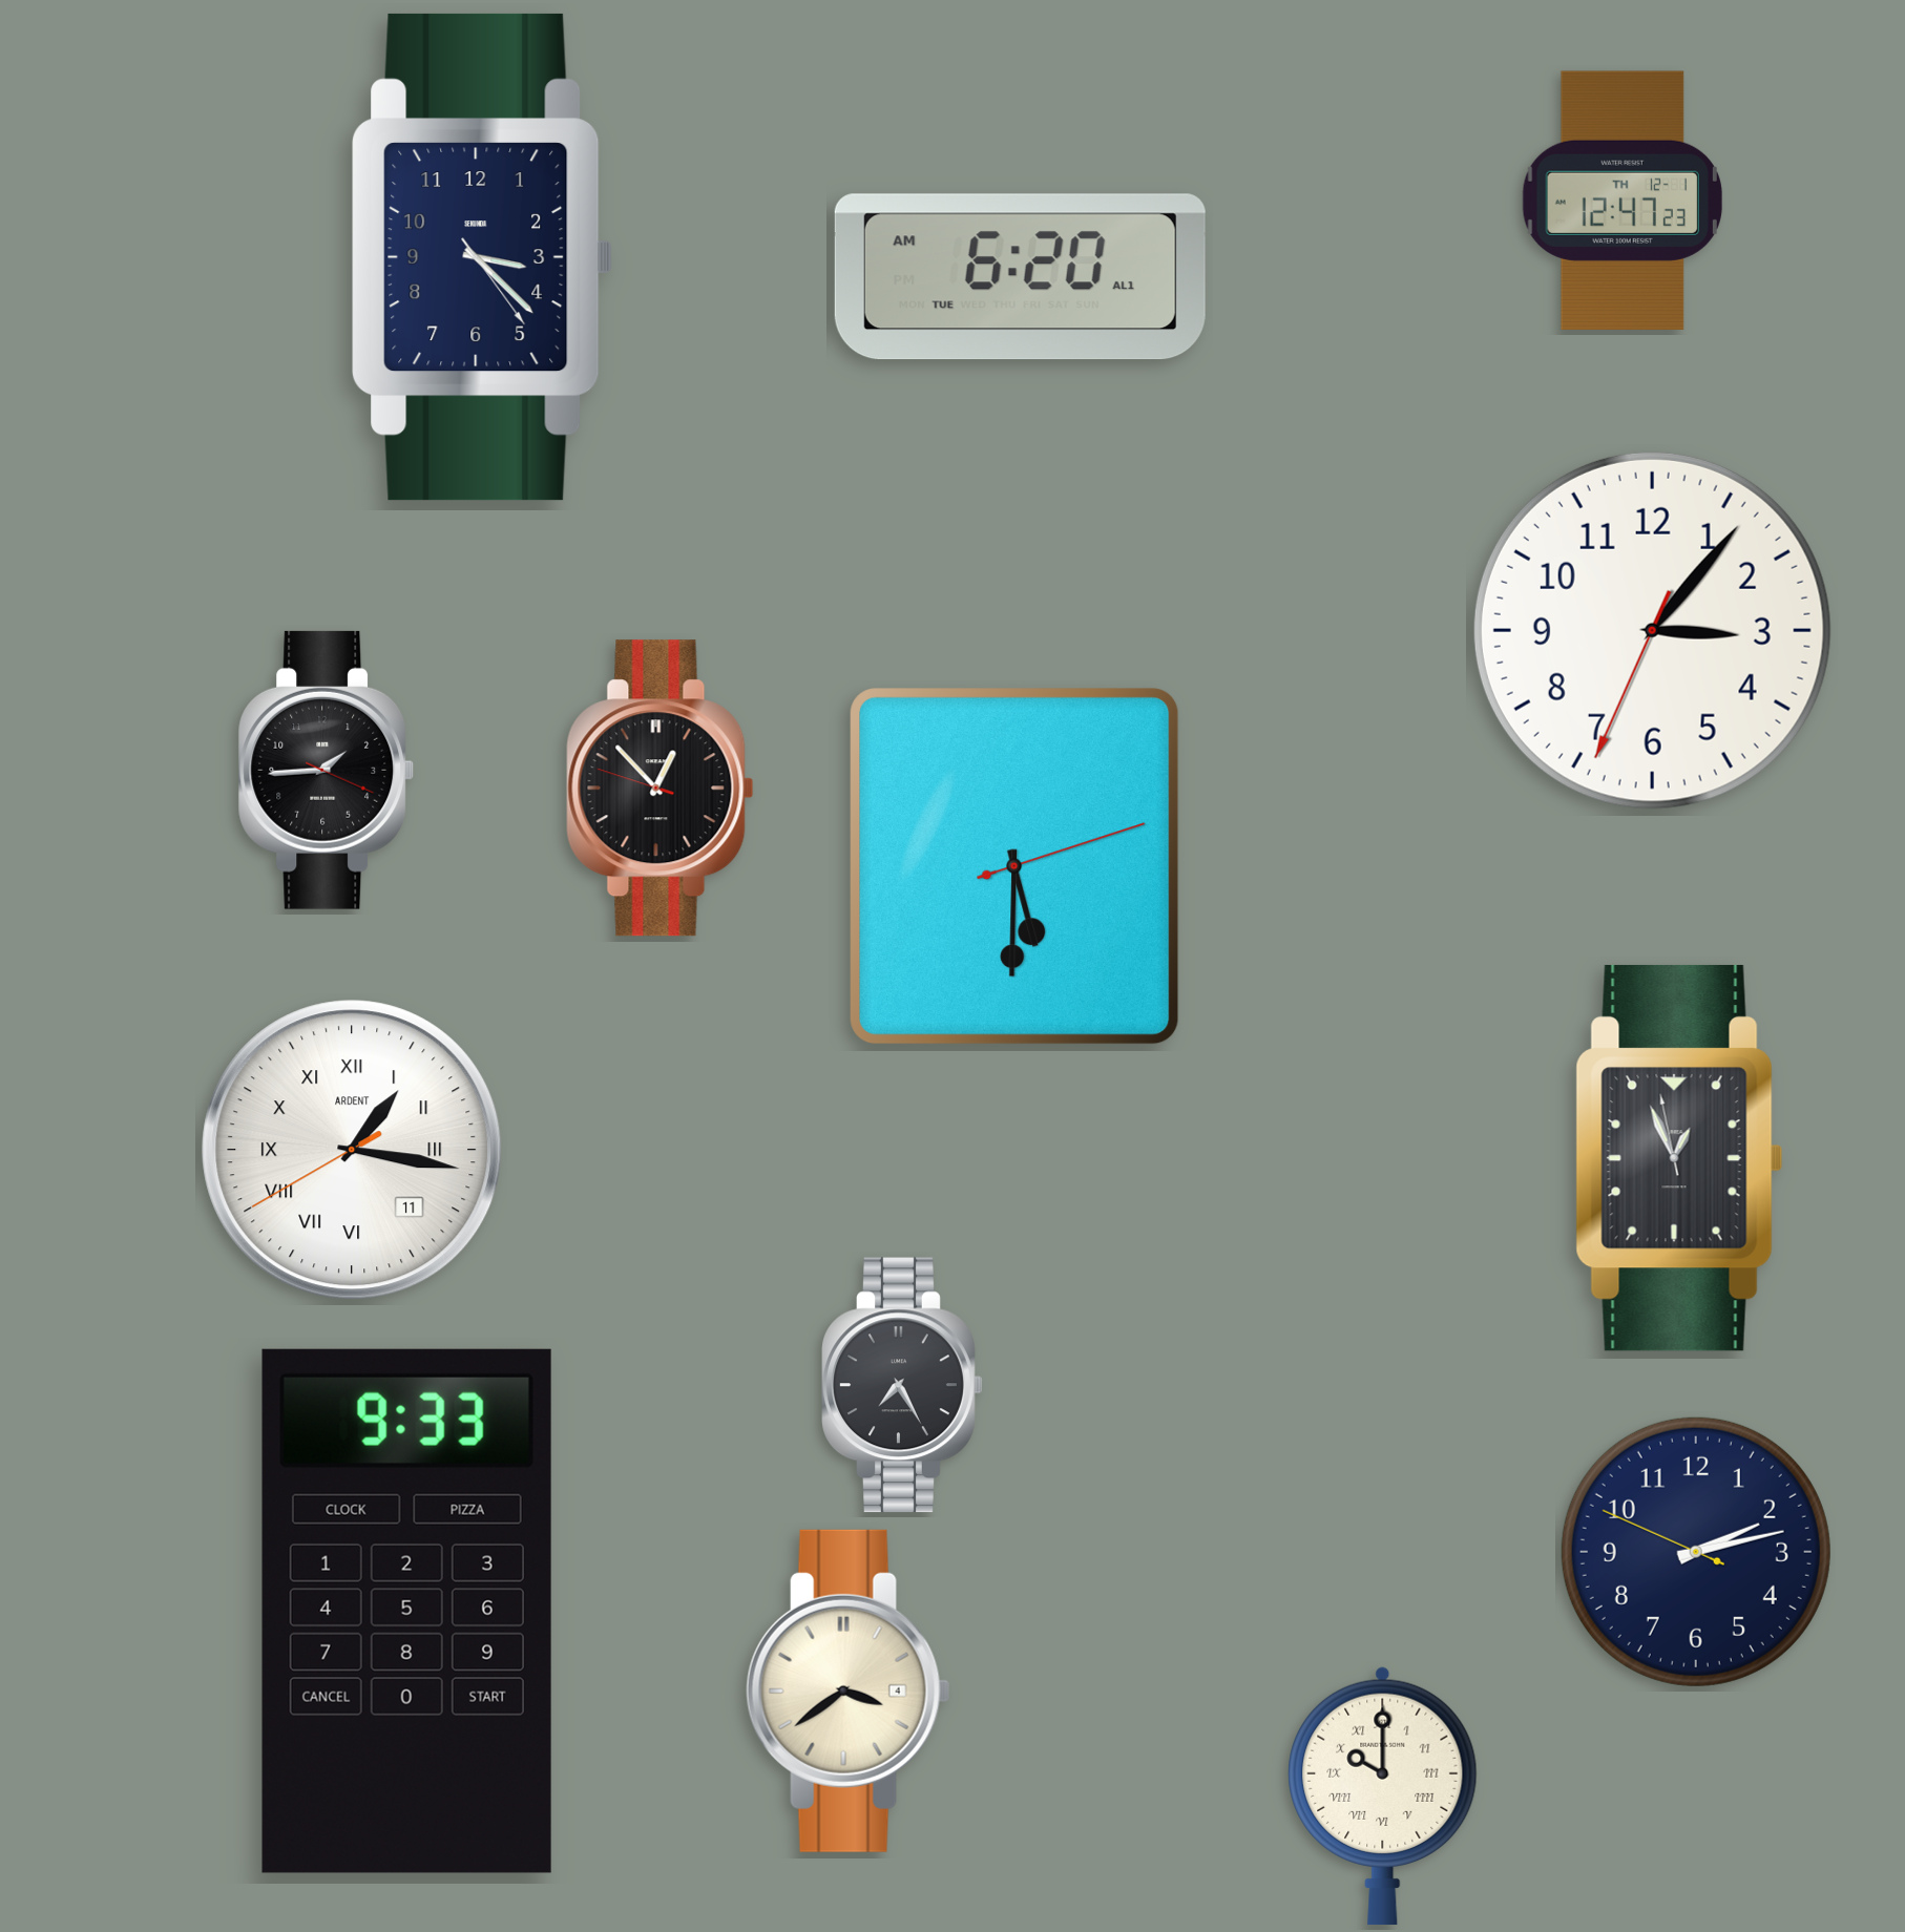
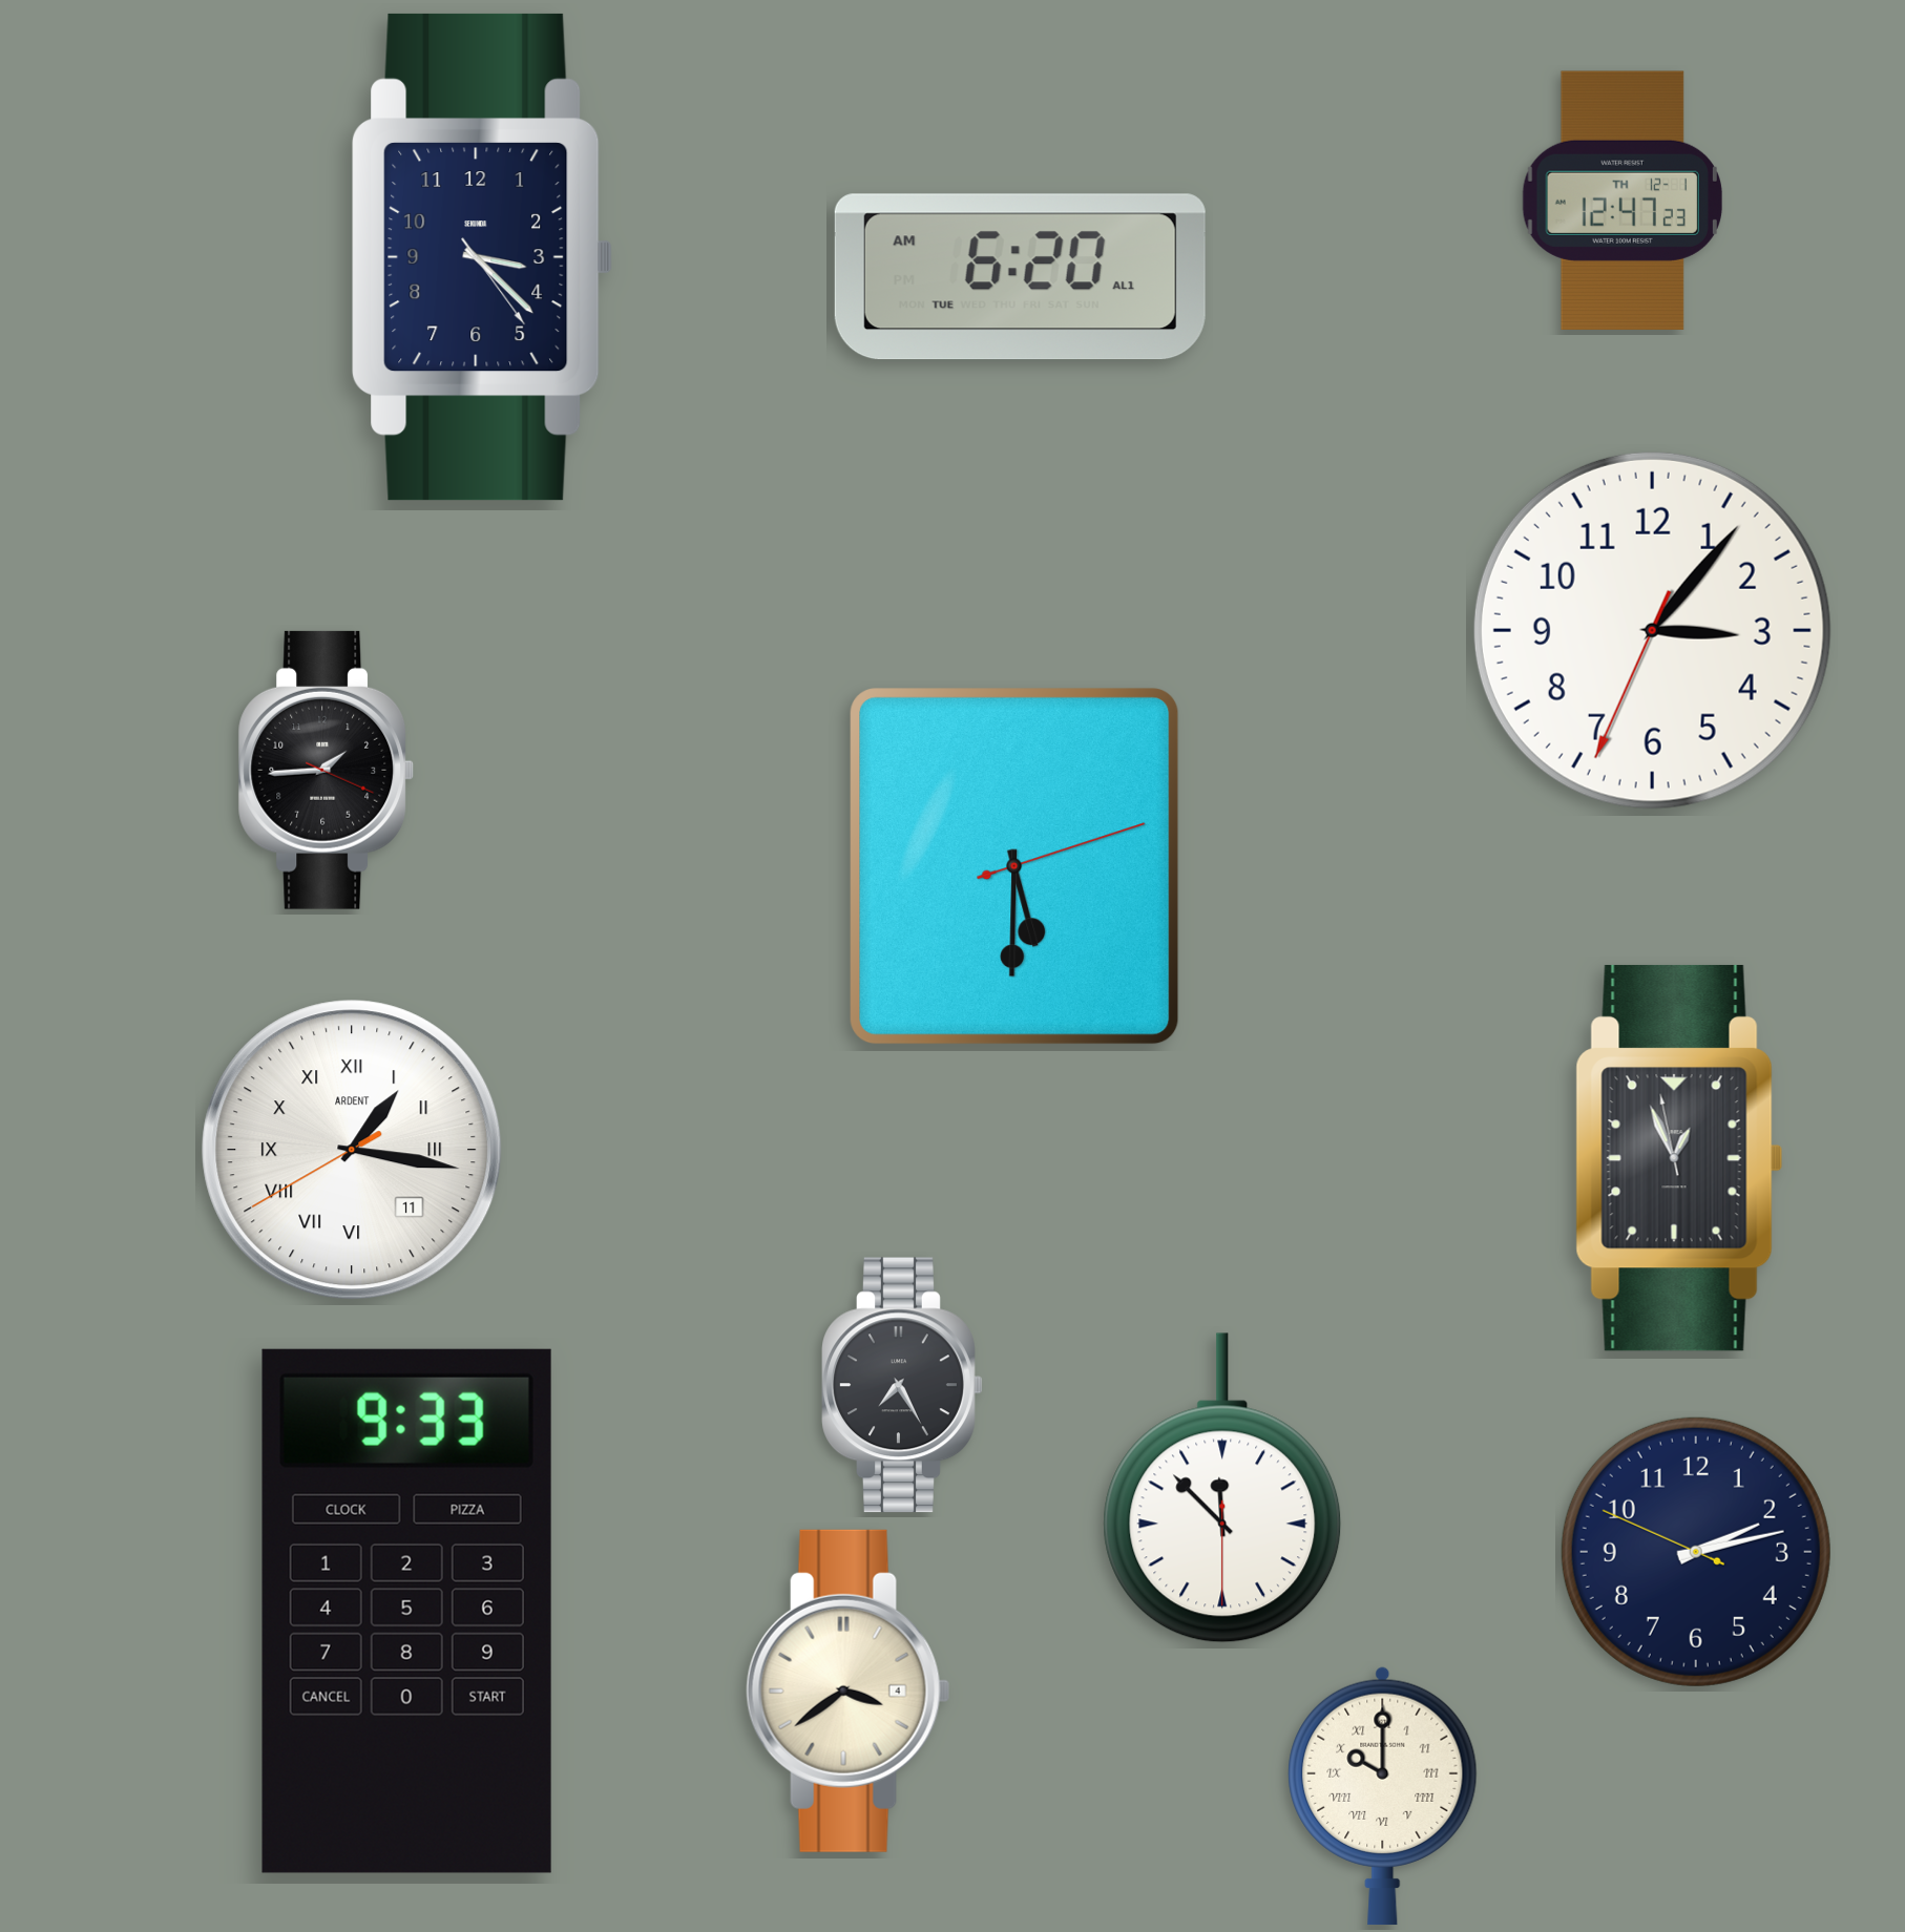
clock at (661, 789): 12:52 -> none
clock at (1222, 1488): none -> 11:52
